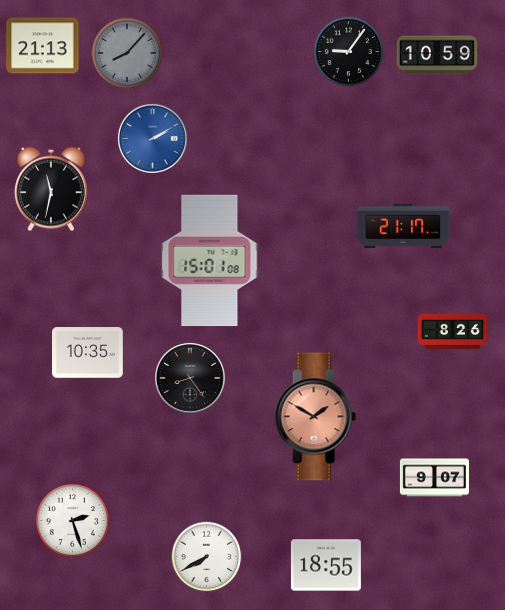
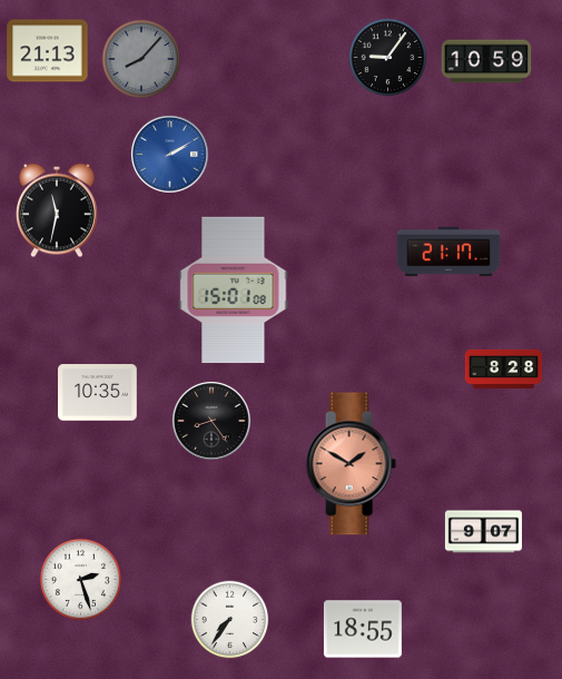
clock at (452, 331): 8:26 -> 8:28
clock at (207, 557): 7:40 -> 7:36
